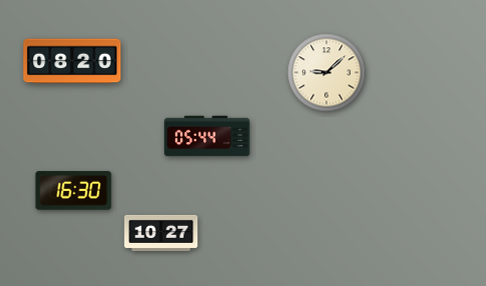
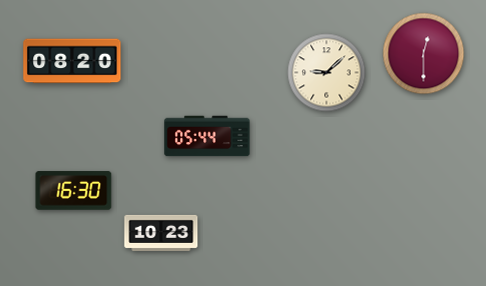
clock at (424, 54): none -> 12:30
clock at (161, 233): 10:27 -> 10:23
